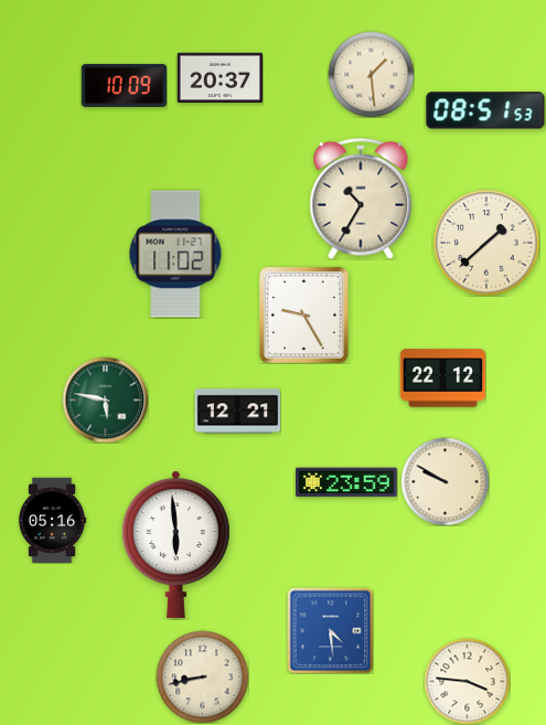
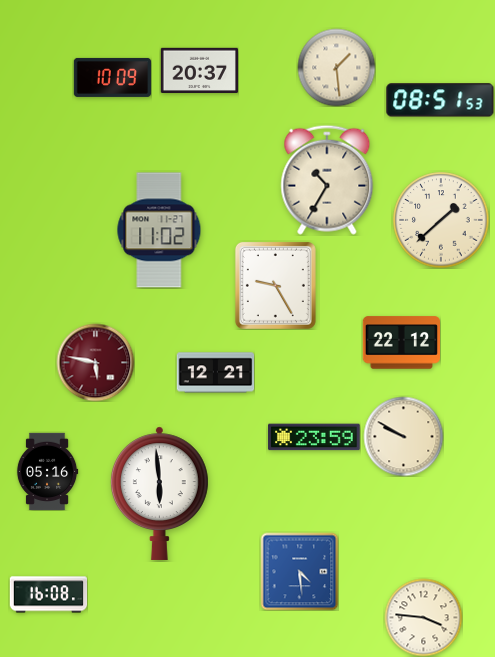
clock at (105, 399) dial: green -> burgundy
clock at (48, 595): none -> 16:08
clock at (202, 676): 8:43 -> none
